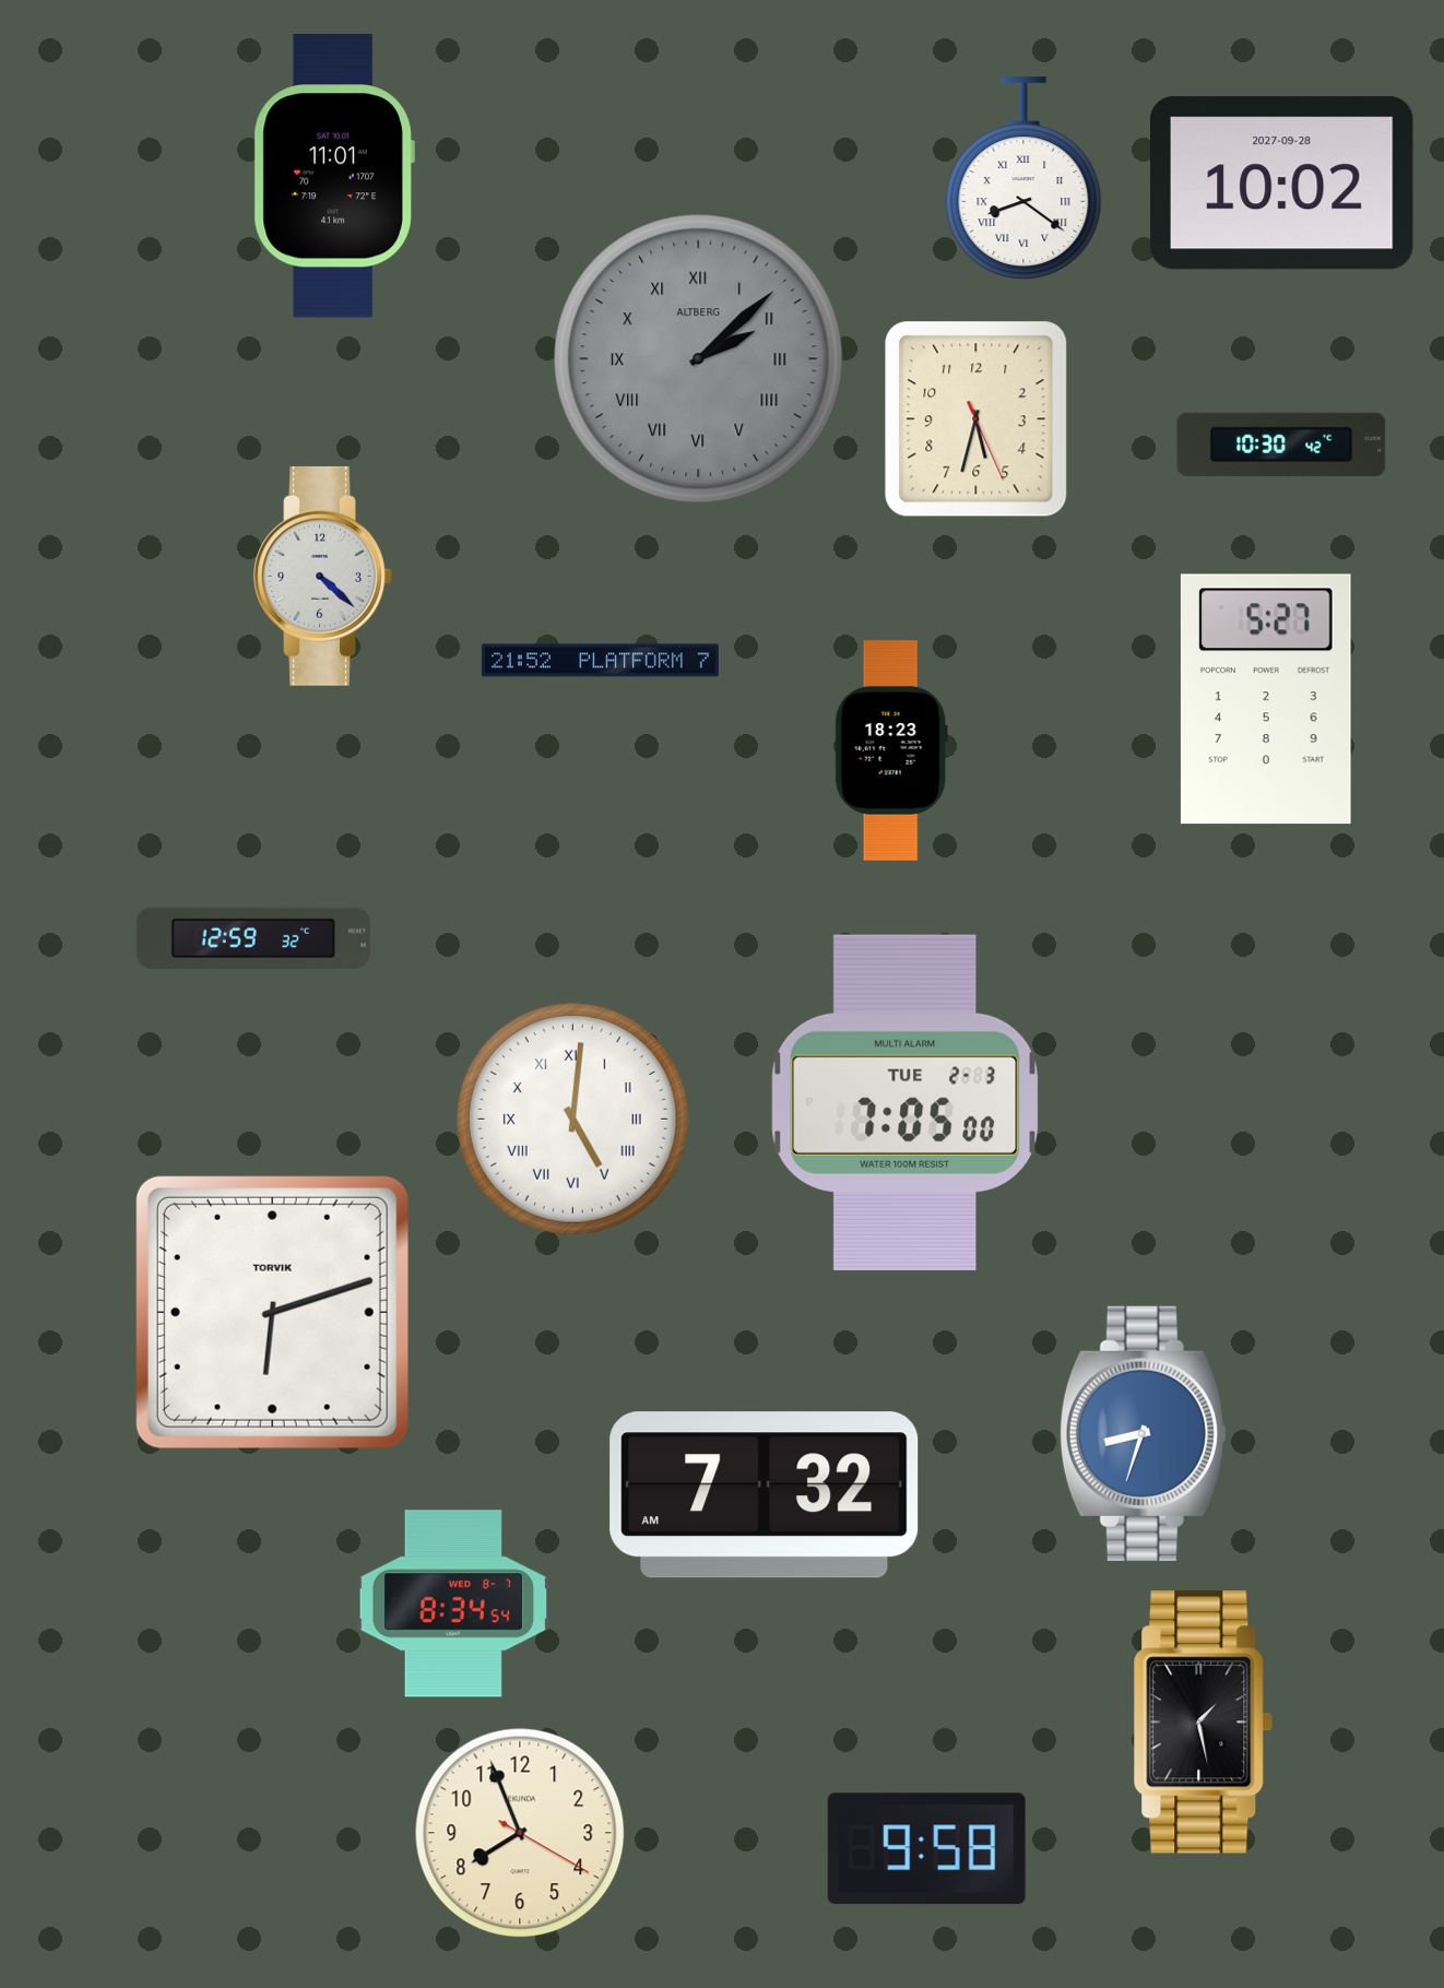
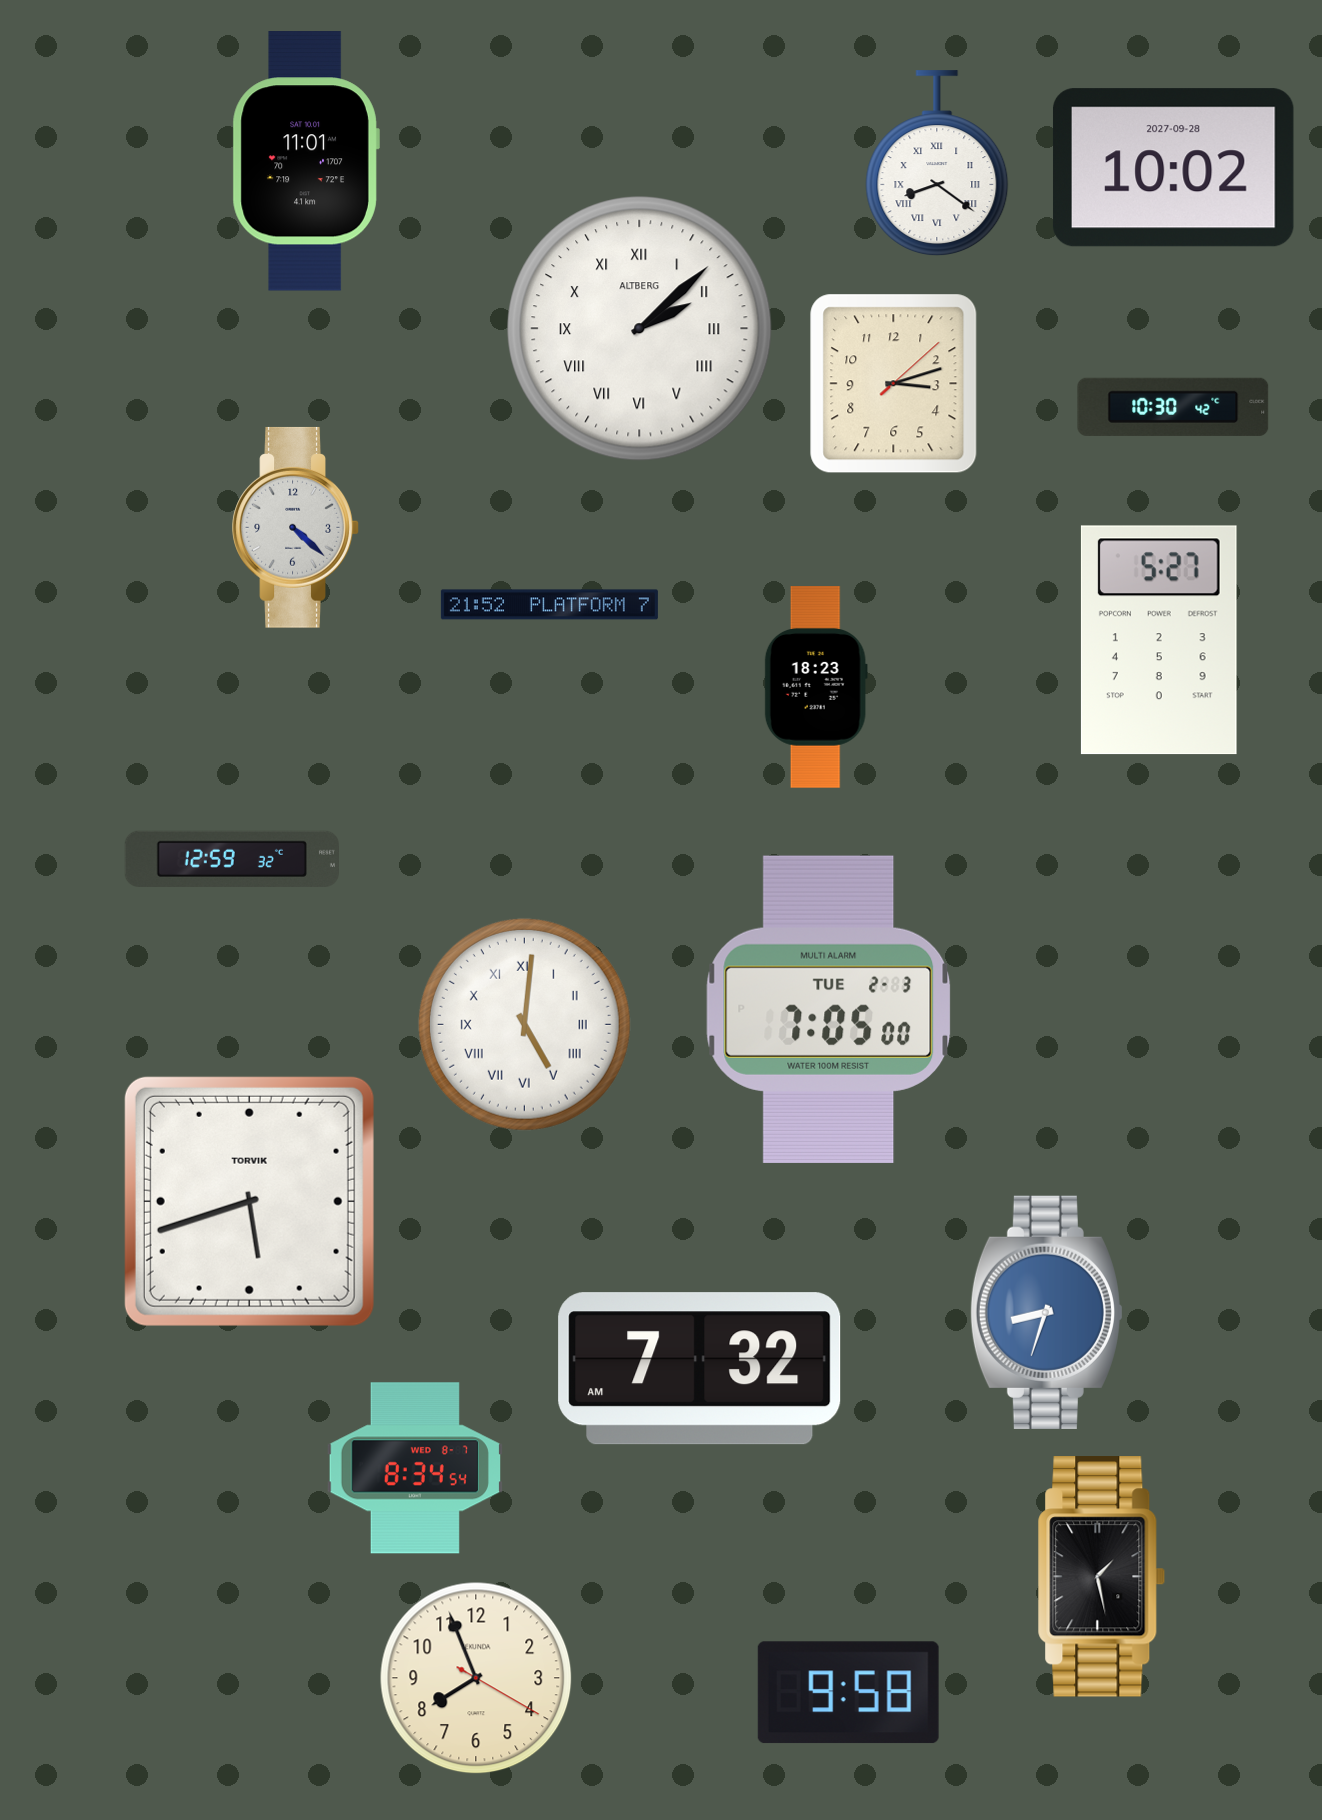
clock at (699, 359) dial: grey -> white
clock at (977, 419): 5:32 -> 3:12
clock at (272, 1312): 6:12 -> 5:42
